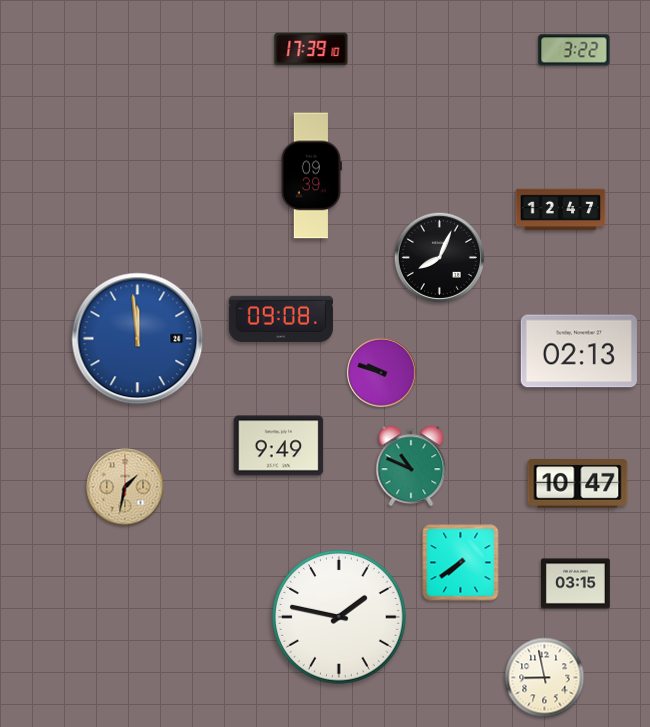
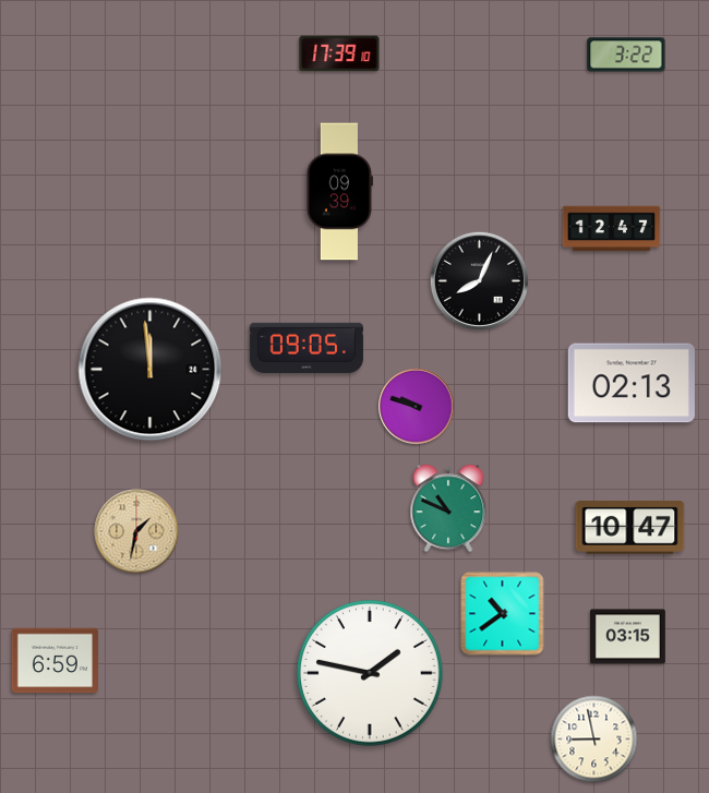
clock at (281, 319): 09:08 -> 09:05
clock at (138, 339) dial: blue -> black
clock at (279, 446): 9:49 -> none
clock at (461, 563): 7:39 -> 10:39
clock at (55, 661): none -> 6:59
